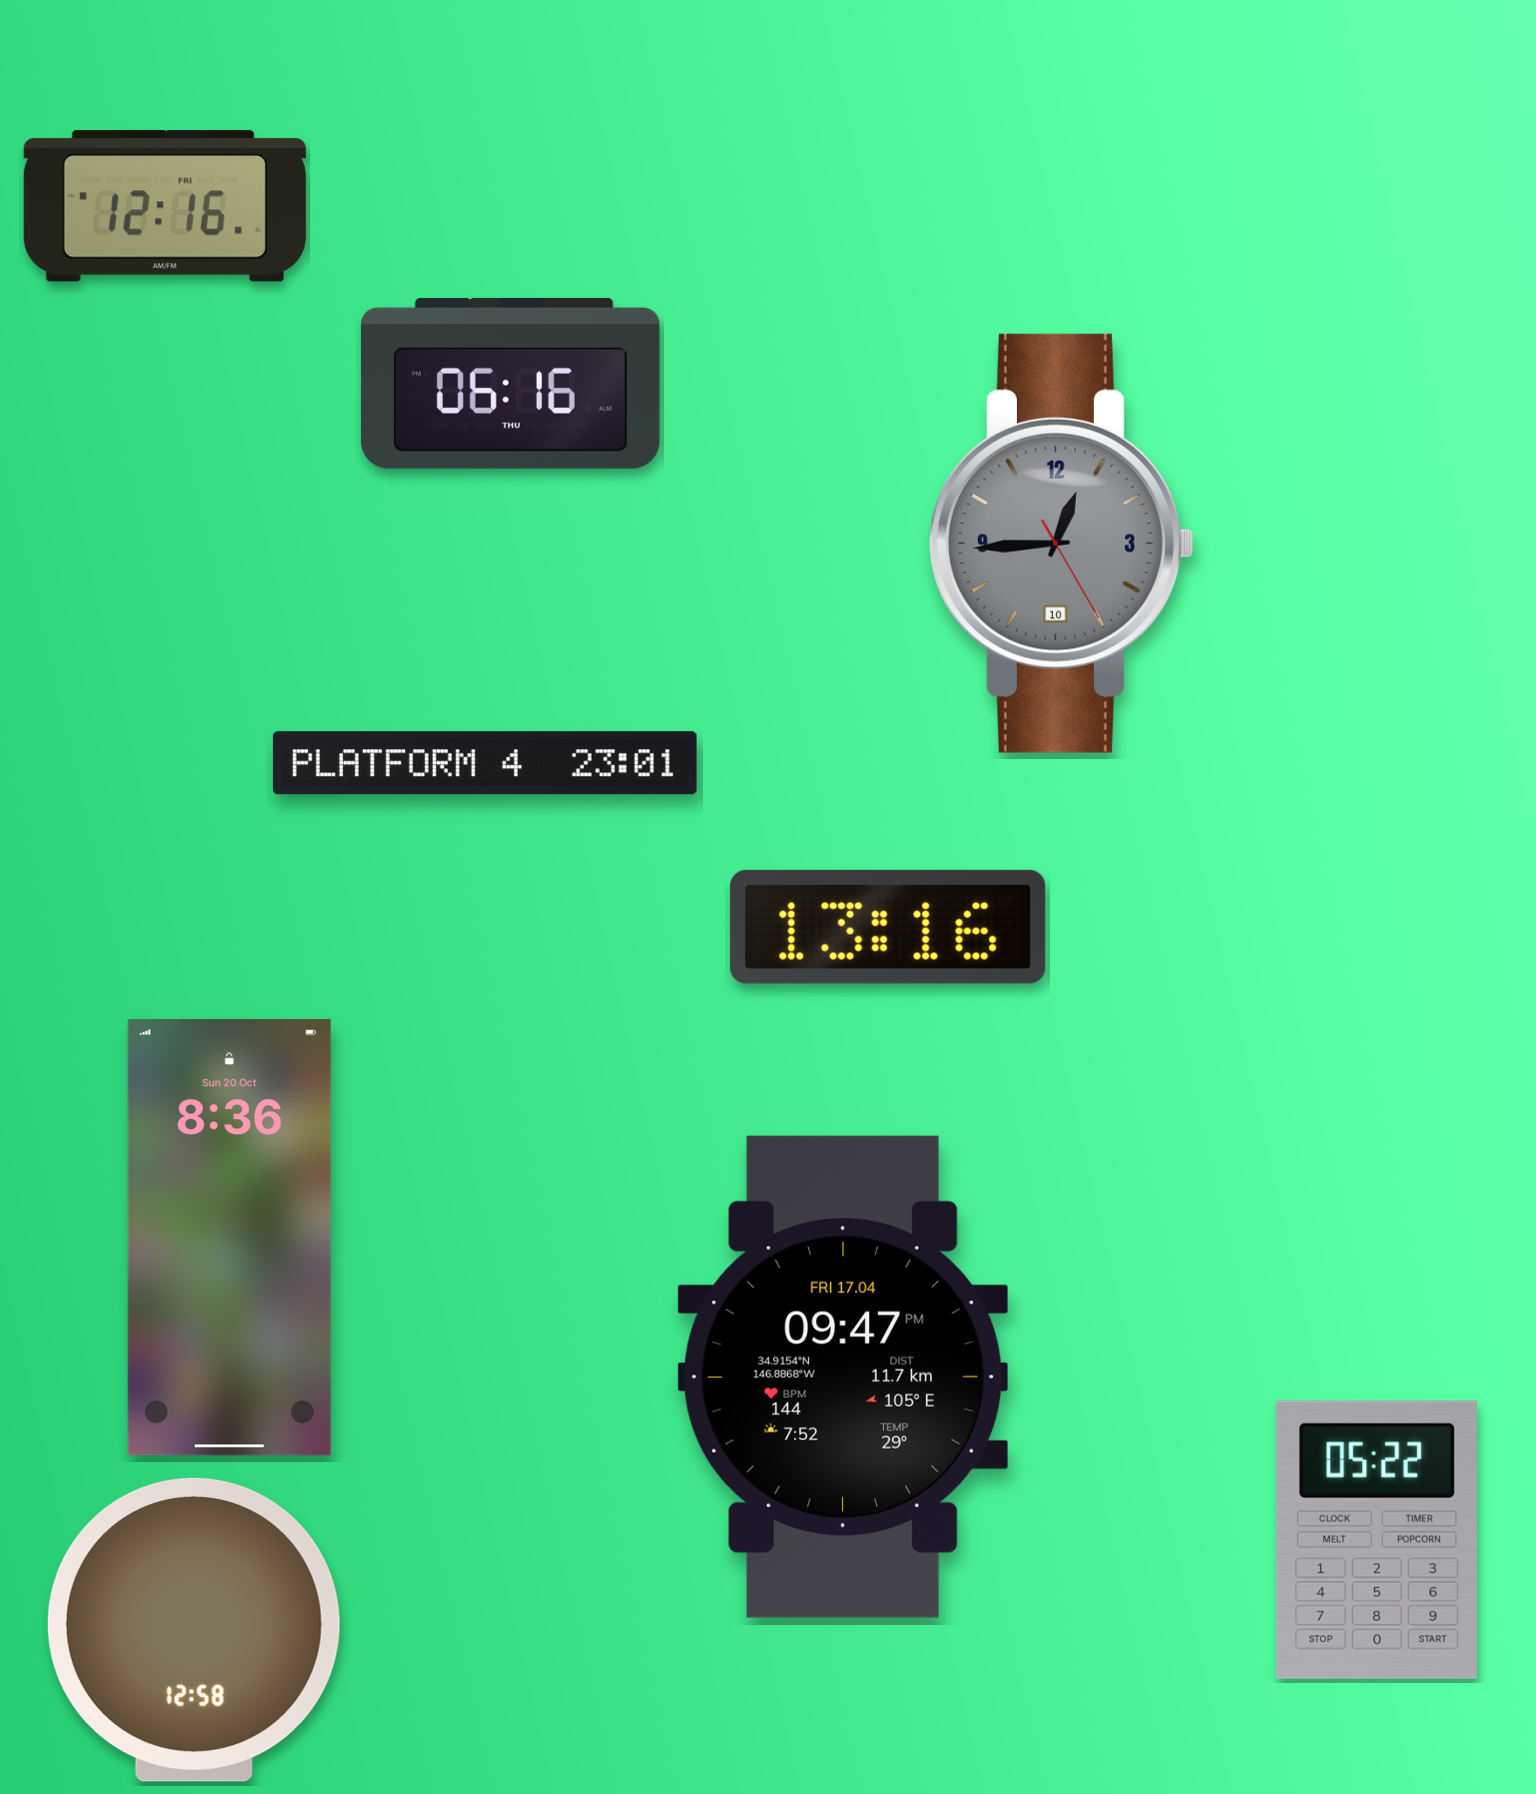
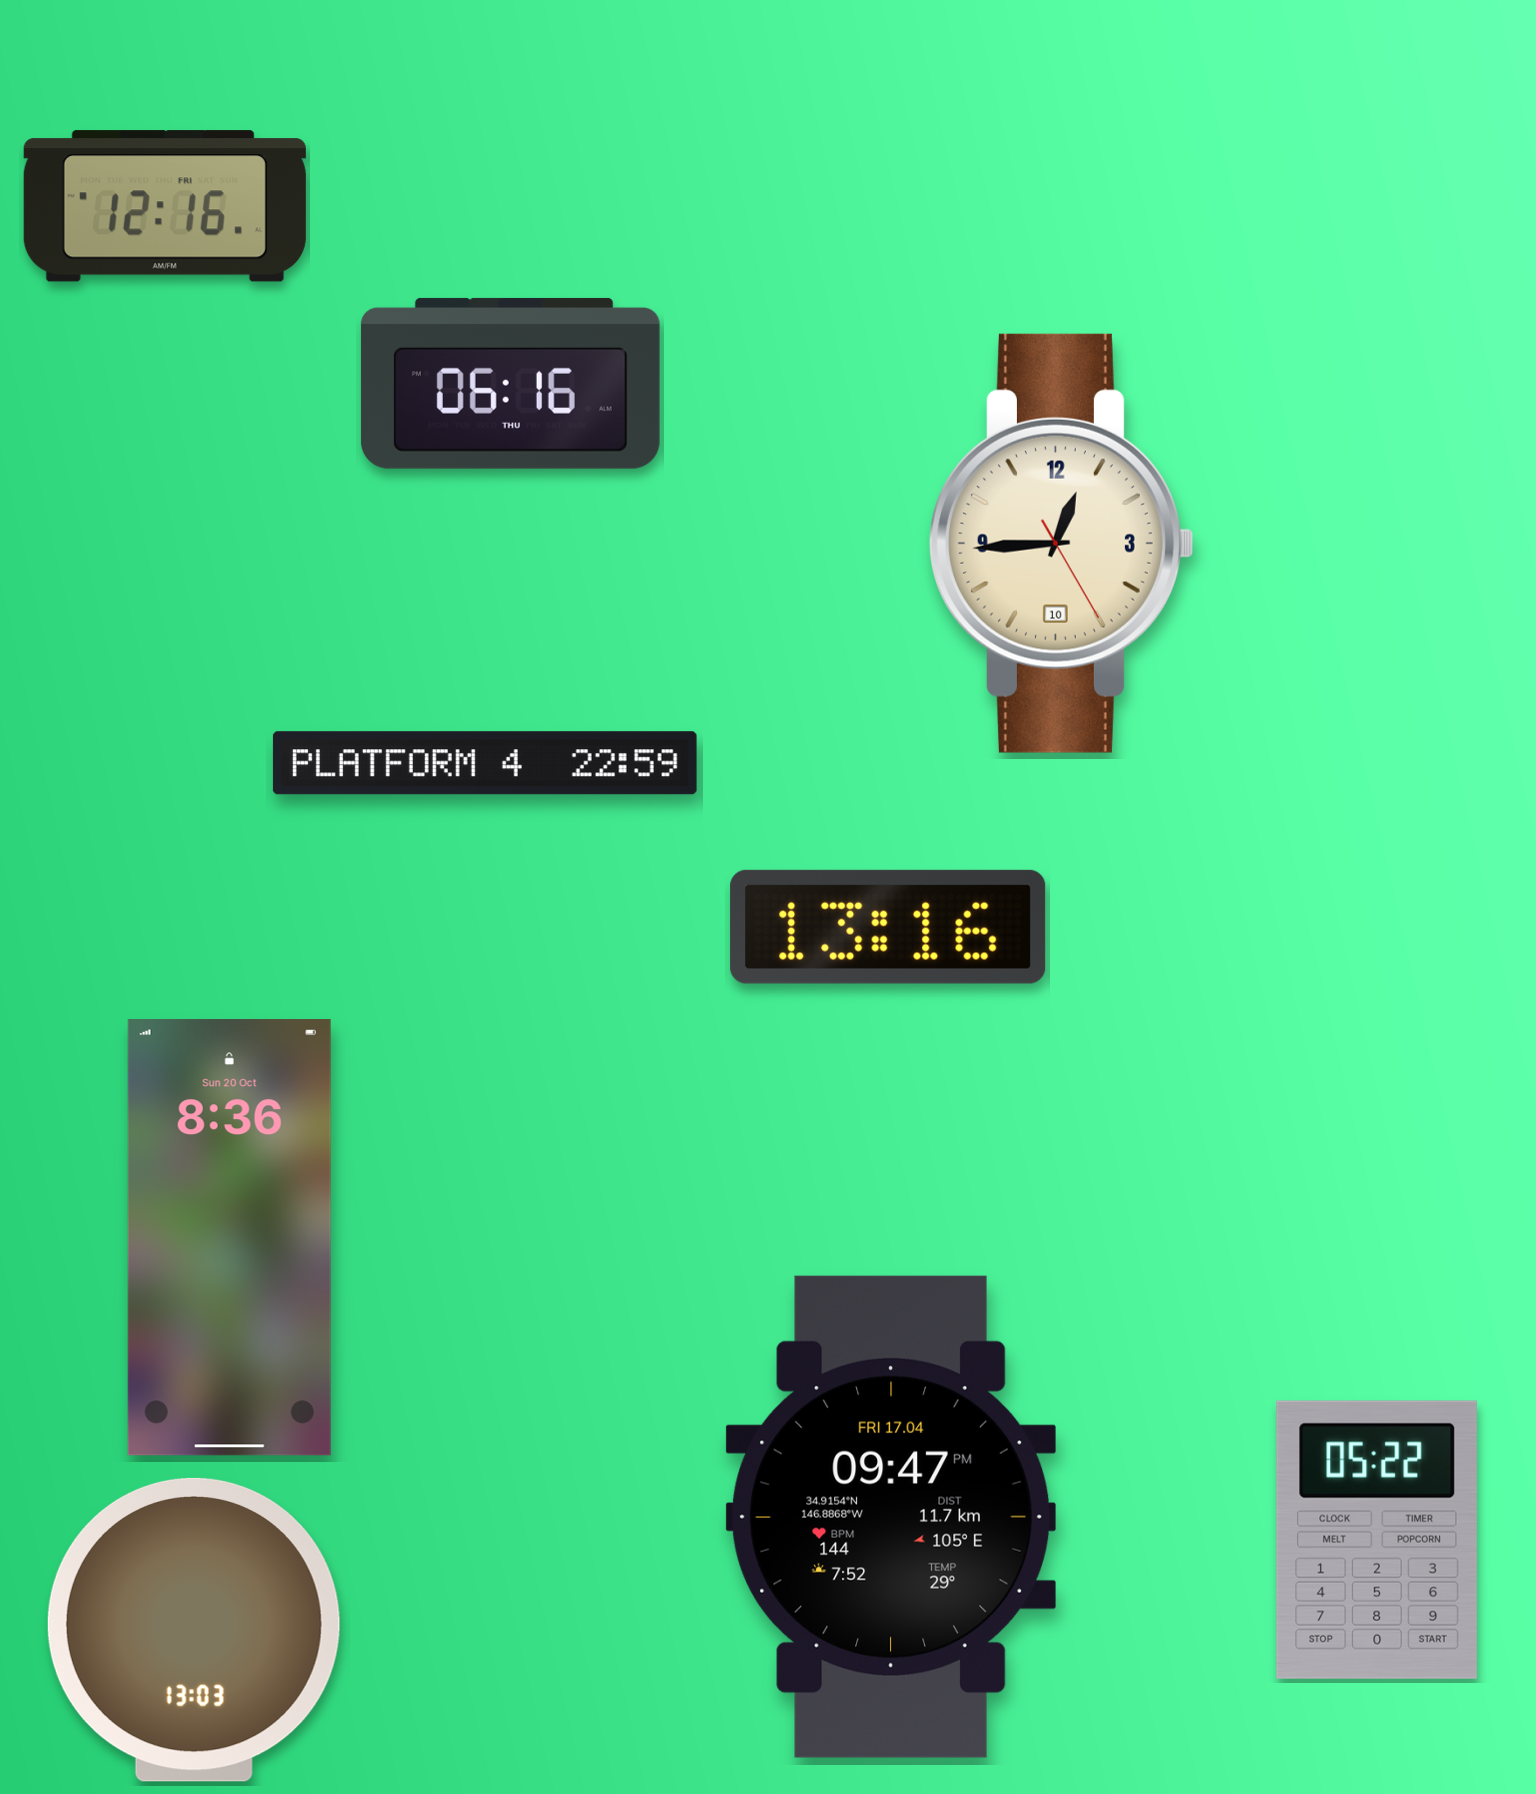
clock at (1061, 543) dial: grey -> cream
clock at (485, 763): 23:01 -> 22:59
clock at (843, 1377) position: (843, 1377) -> (891, 1517)
clock at (194, 1630): 12:58 -> 13:03
